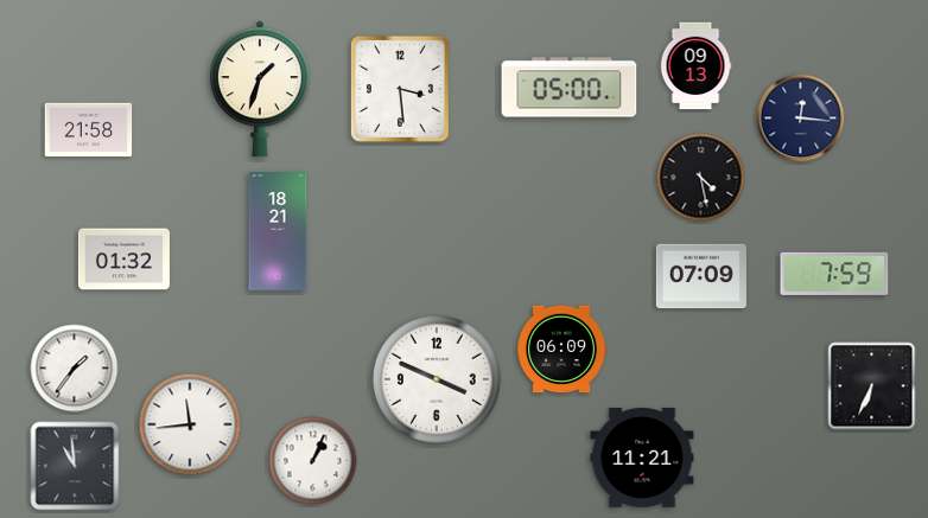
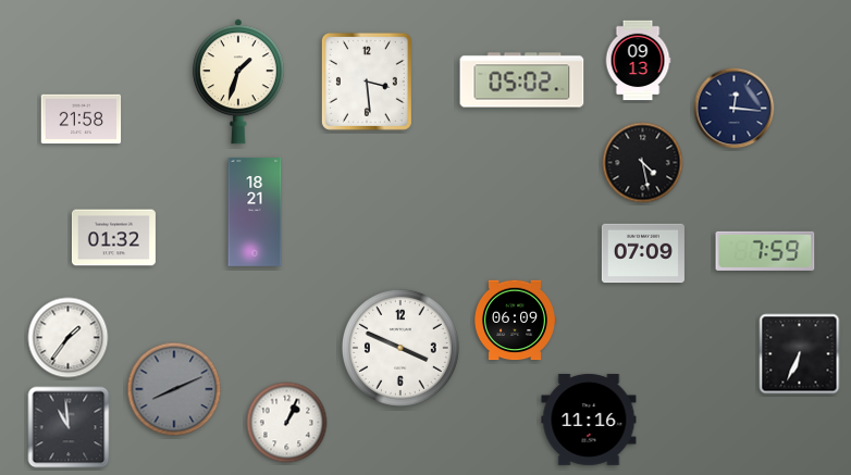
clock at (570, 88): 05:00 -> 05:02
clock at (190, 424): 11:44 -> 8:11
clock at (190, 424) dial: white -> grey
clock at (642, 458): 11:21 -> 11:16
